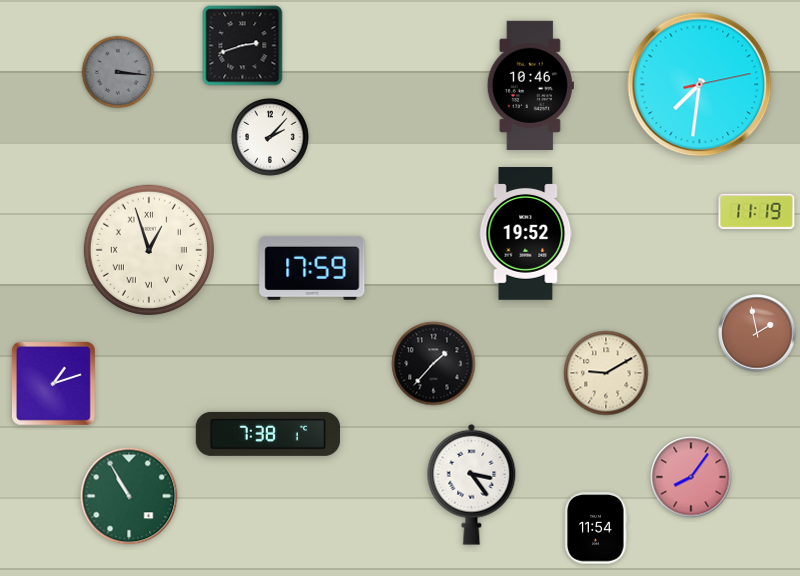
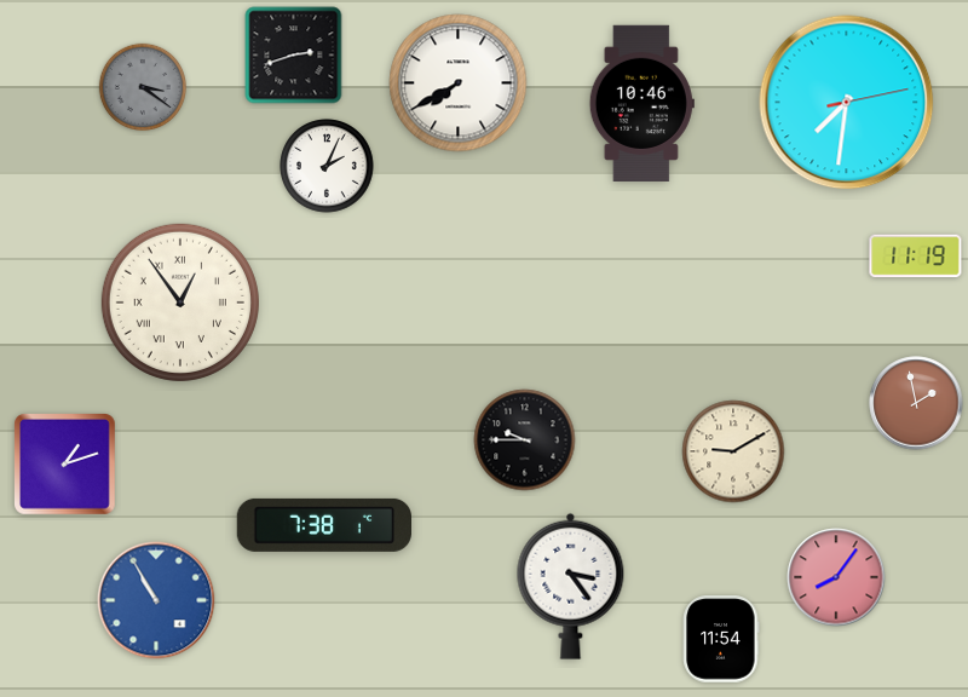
clock at (459, 83): none -> 7:40
clock at (117, 71): 3:16 -> 3:21
clock at (270, 137): 2:07 -> 2:04
clock at (526, 234): 19:52 -> none
clock at (149, 250): 12:57 -> 12:54
clock at (312, 268): 17:59 -> none
clock at (434, 364): 1:37 -> 9:45
clock at (129, 496) dial: green -> blue
